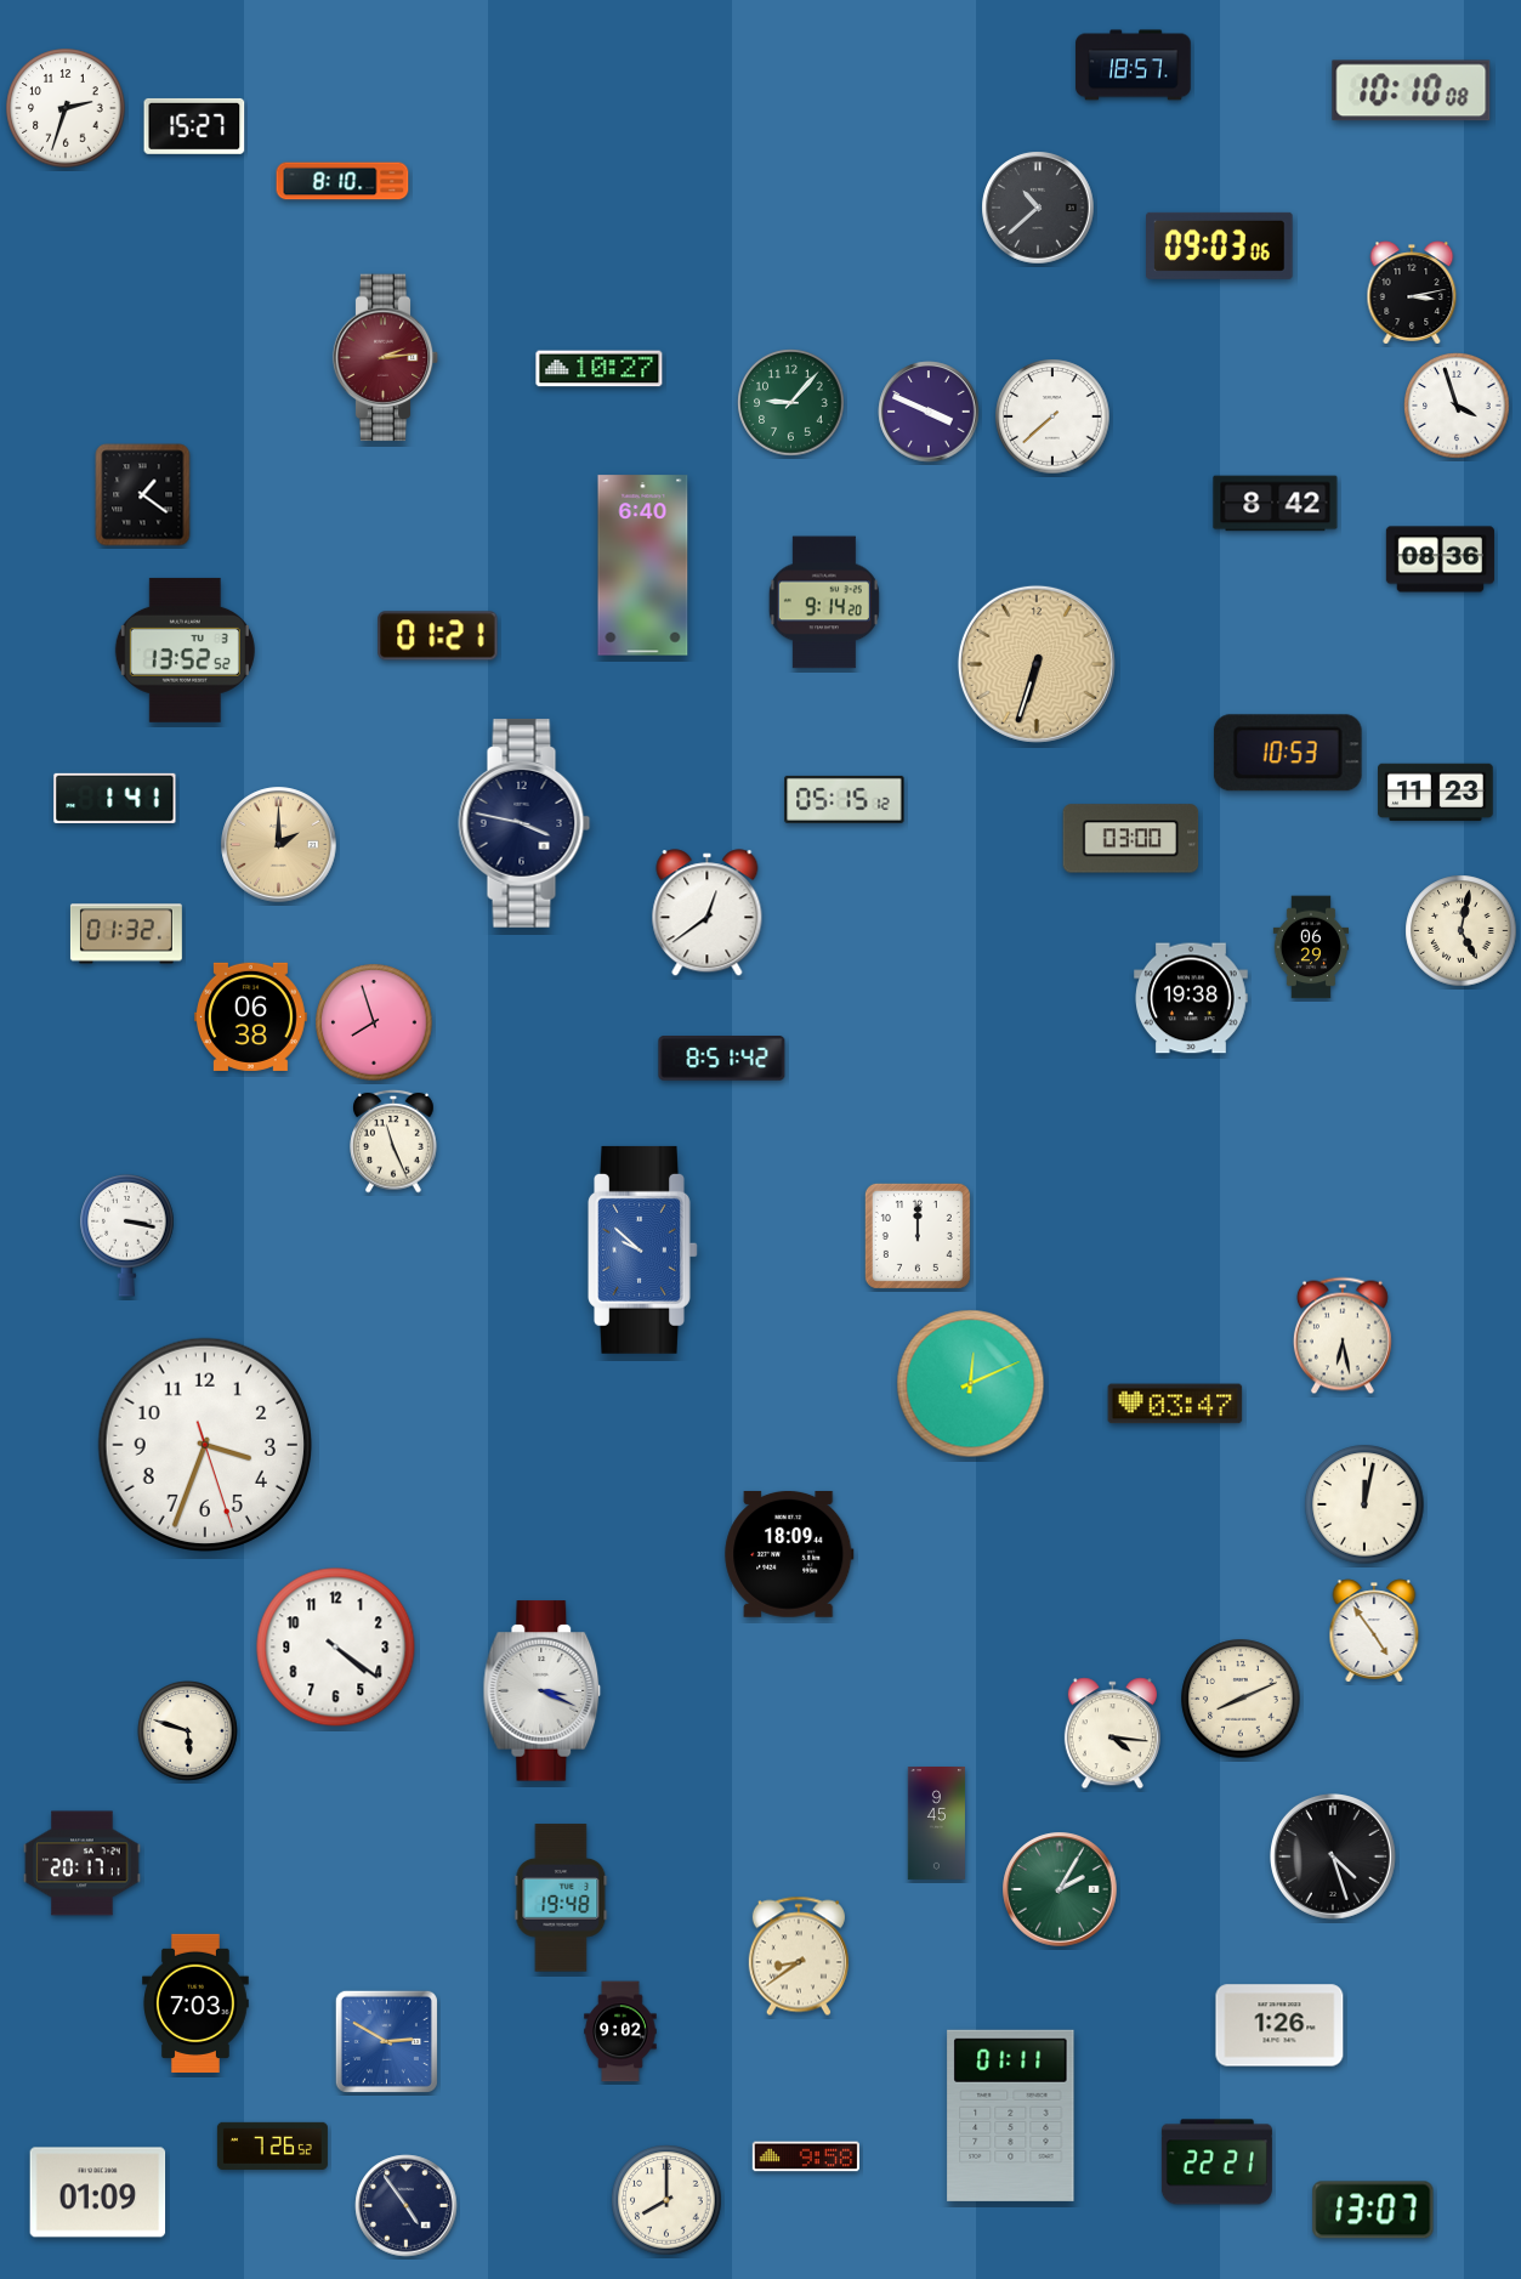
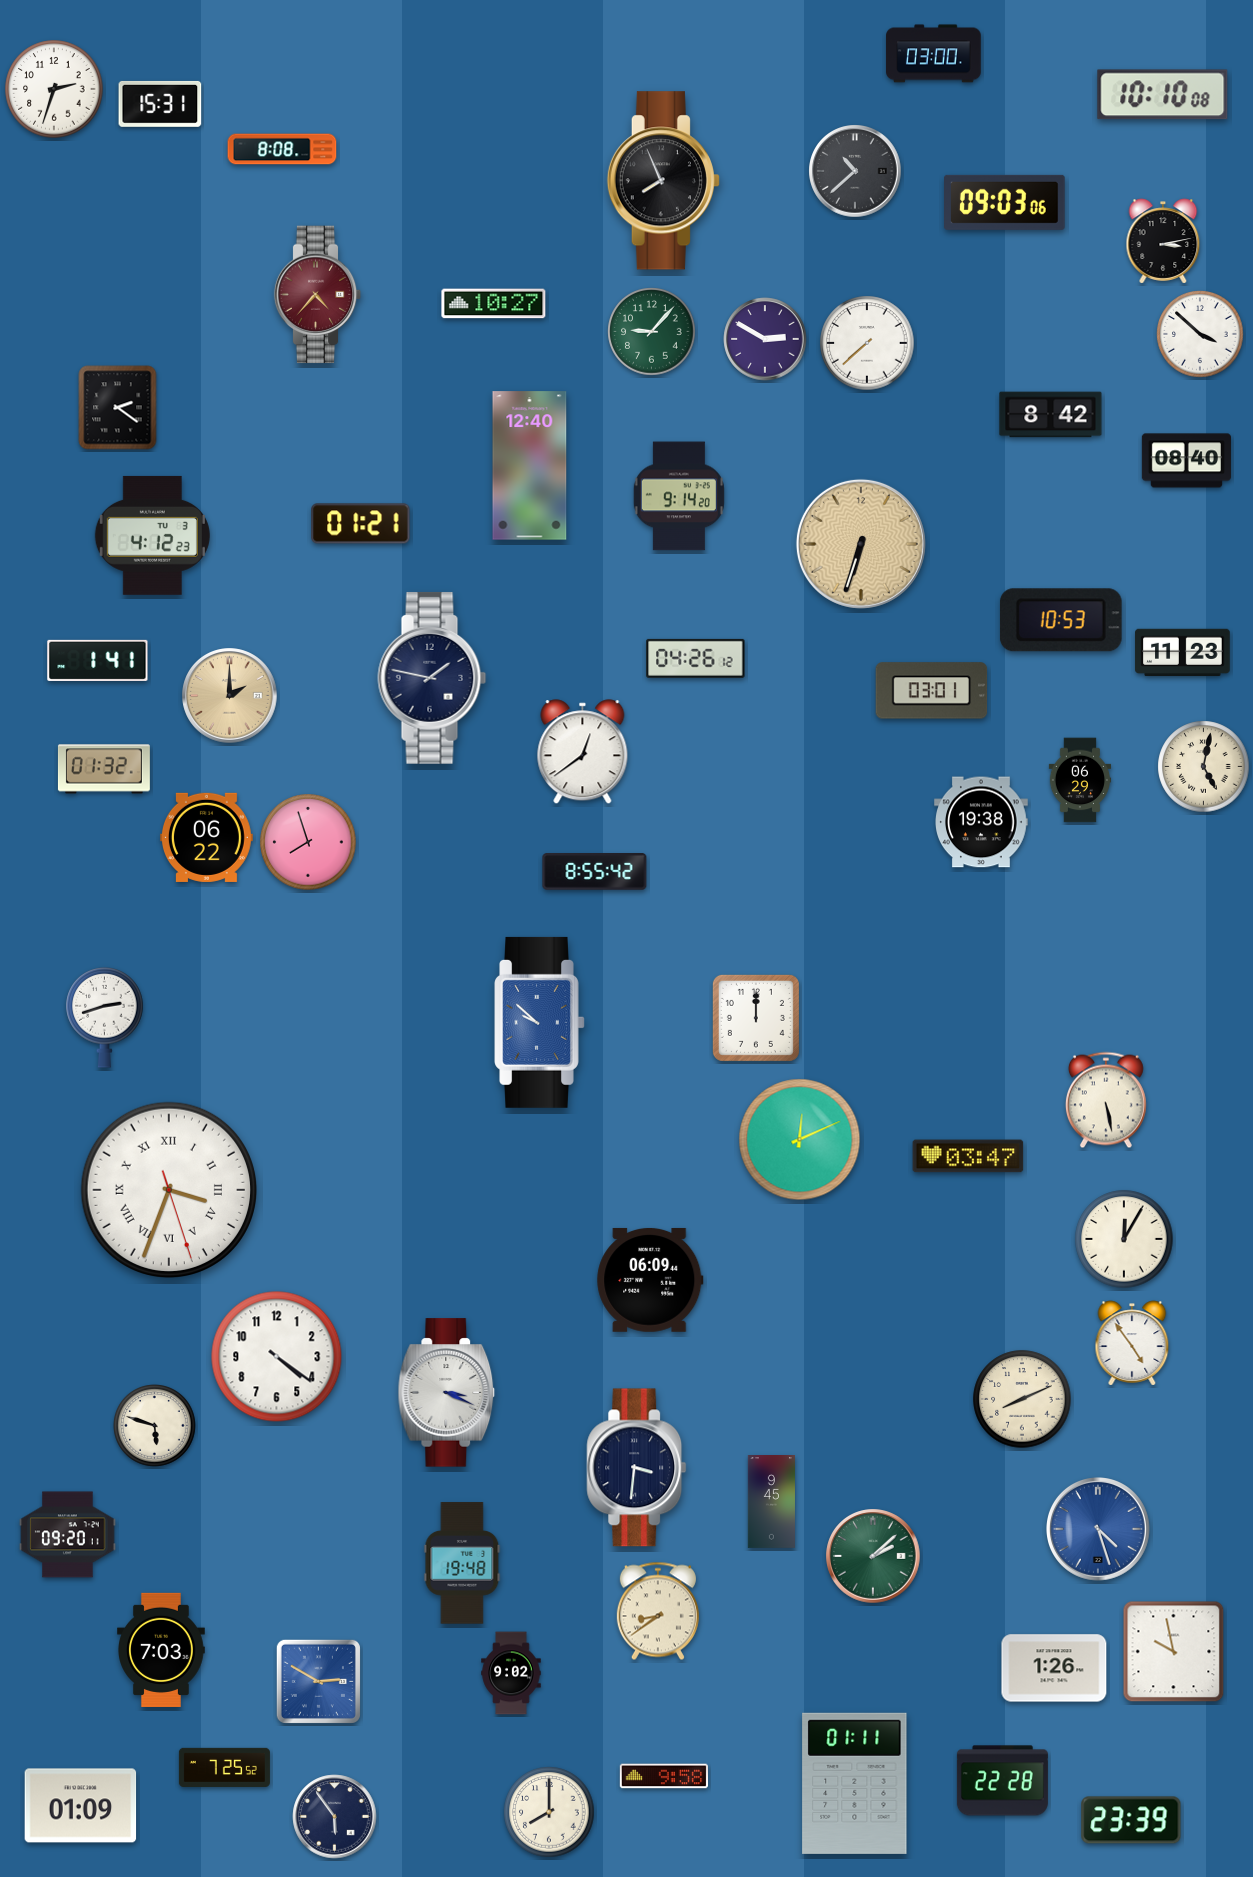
clock at (1134, 66): 18:57 -> 03:00
clock at (1412, 91) position: (1412, 91) -> (1163, 95)
clock at (194, 126): 15:27 -> 15:31
clock at (342, 181): 8:10 -> 8:08
clock at (663, 181): none -> 7:56
clock at (386, 358): 2:14 -> 4:37
clock at (1457, 406): 3:57 -> 3:52
clock at (929, 412): 3:49 -> 2:50
clock at (143, 495): 1:21 -> 2:21
clock at (1440, 560): 08:36 -> 08:40
clock at (643, 566): 6:40 -> 12:40
clock at (185, 650): 13:52 -> 4:12
clock at (1037, 664) position: (1037, 664) -> (861, 544)
clock at (115, 798) position: (115, 798) -> (98, 660)
clock at (845, 799): 05:15 -> 04:26
clock at (524, 823): 3:47 -> 1:47
clock at (1131, 839): 03:00 -> 03:01
clock at (250, 1016): 06:38 -> 06:22
clock at (722, 1059): 8:51 -> 8:55
clock at (393, 1141): 11:26 -> none
clock at (127, 1236): 3:17 -> 2:42
clock at (643, 1249) position: (643, 1249) -> (540, 1022)
clock at (1343, 1336): 6:28 -> 5:28
clock at (204, 1444) numerals: Arabic -> Roman
clock at (1364, 1504): 12:02 -> 12:05
clock at (789, 1554): 18:09 -> 06:09
clock at (1112, 1734): 4:16 -> none
clock at (637, 1468): none -> 3:31
clock at (1334, 1858) dial: black -> blue
clock at (83, 1864): 20:17 -> 09:20
clock at (1060, 1889): 2:05 -> 2:08
clock at (1174, 1652): none -> 9:58
clock at (1011, 2115) position: (1011, 2115) -> (855, 1783)
clock at (272, 2145): 7:26 -> 7:25
clock at (1216, 2162): 22:21 -> 22:28
clock at (407, 2206): 4:54 -> 5:54
clock at (1373, 2210): 13:07 -> 23:39
